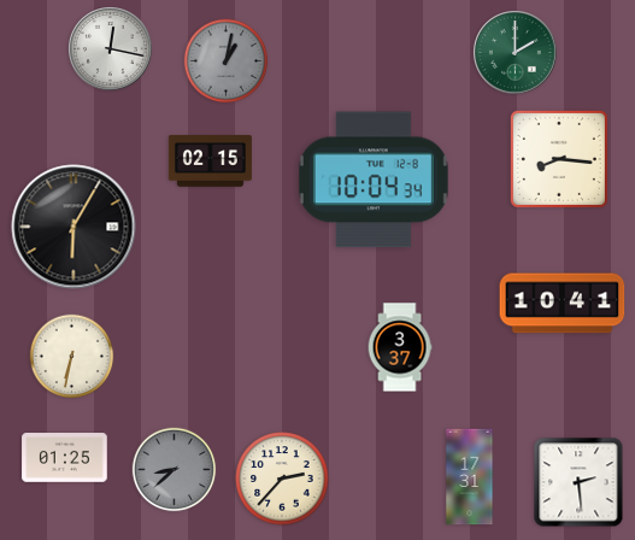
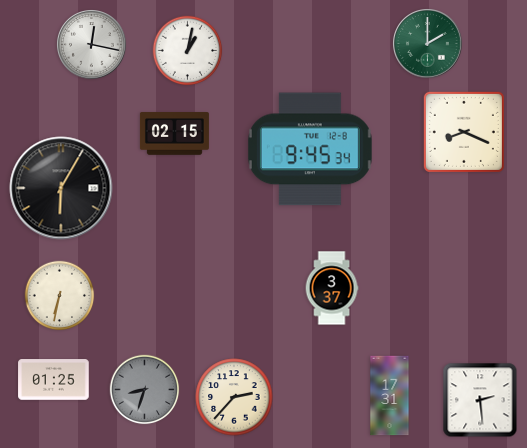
clock at (111, 49) position: (111, 49) -> (92, 45)
clock at (227, 61) dial: grey -> white
clock at (559, 159): 8:16 -> 8:19
clock at (374, 180): 10:04 -> 9:45
clock at (563, 304): 10:41 -> none
clock at (175, 470): 8:38 -> 8:33
